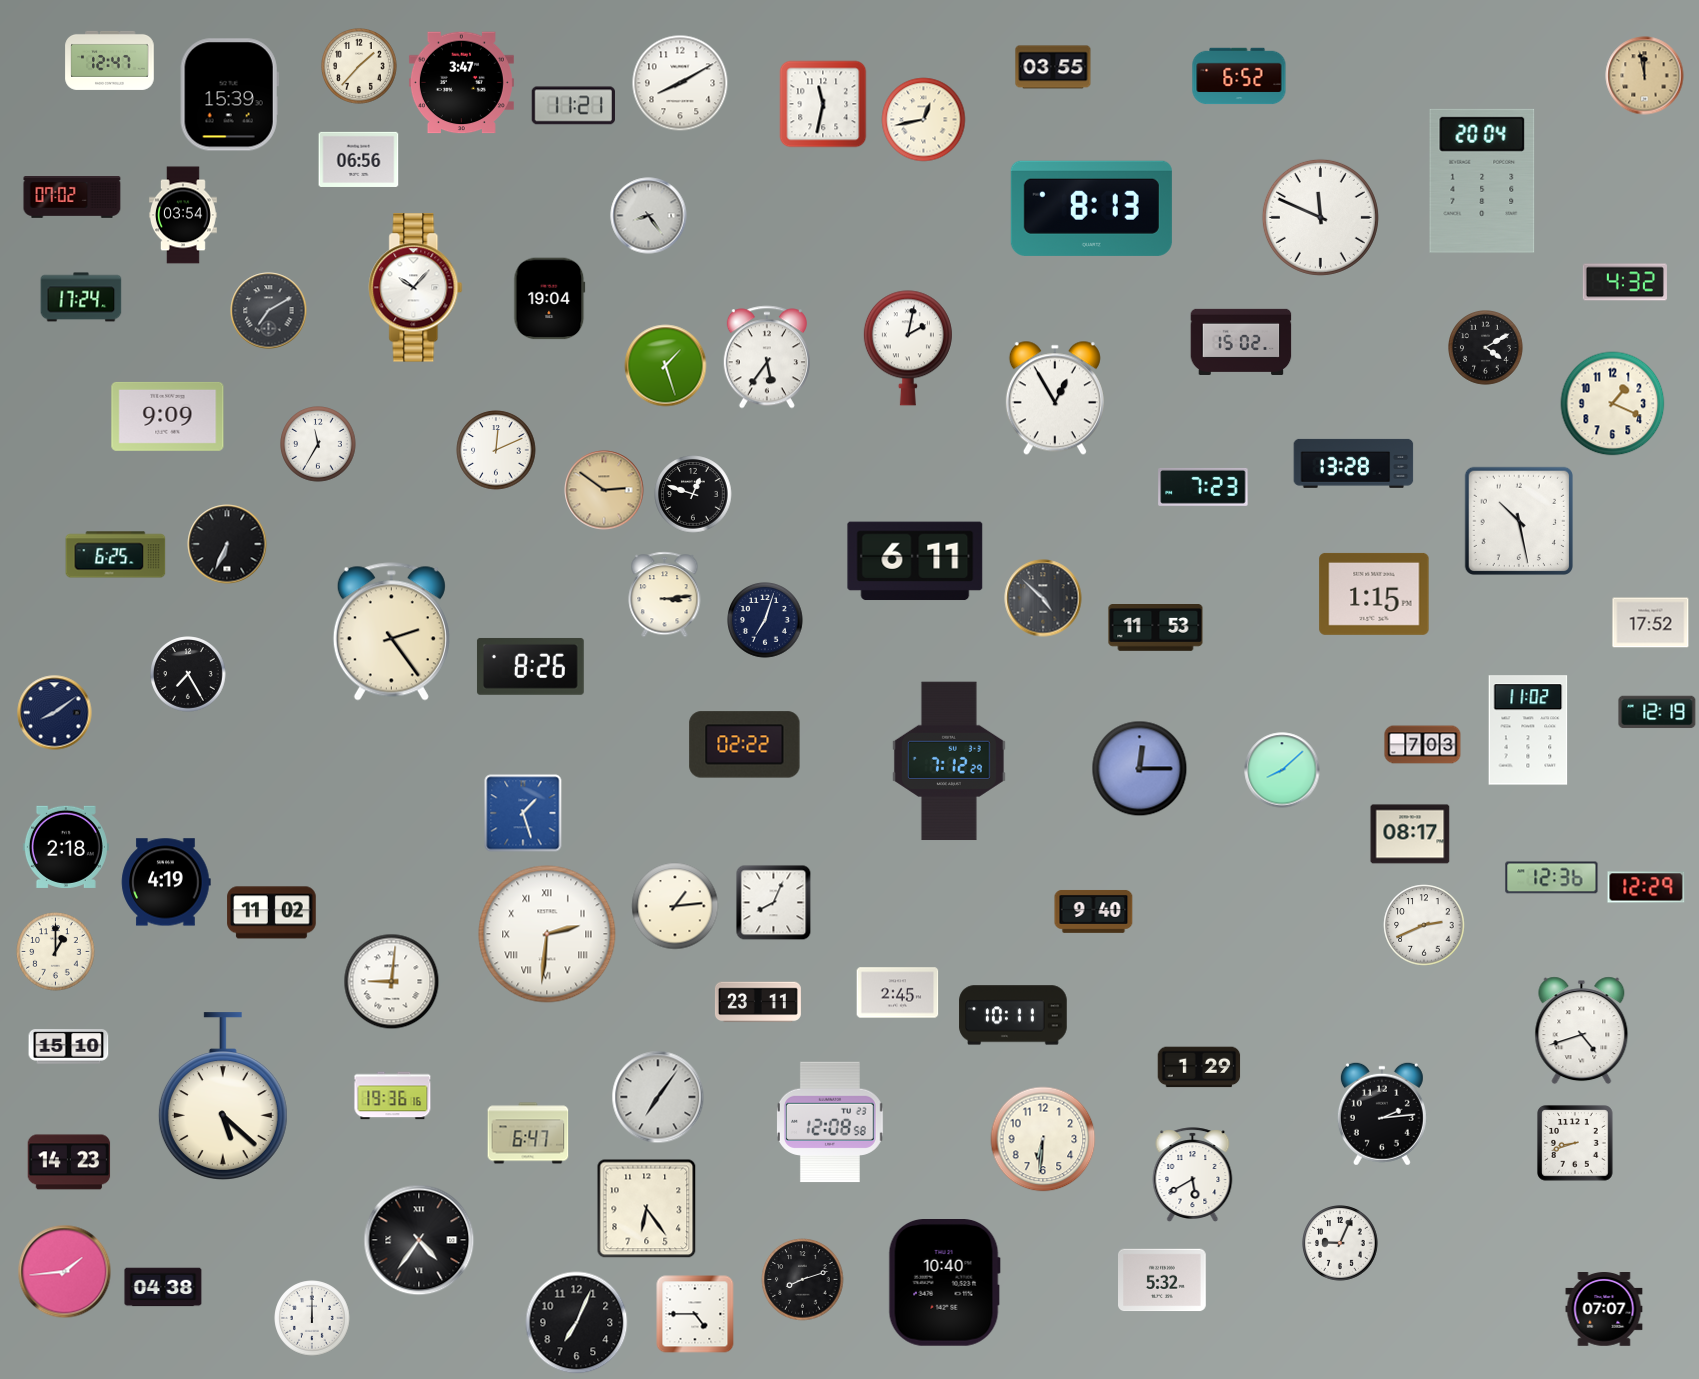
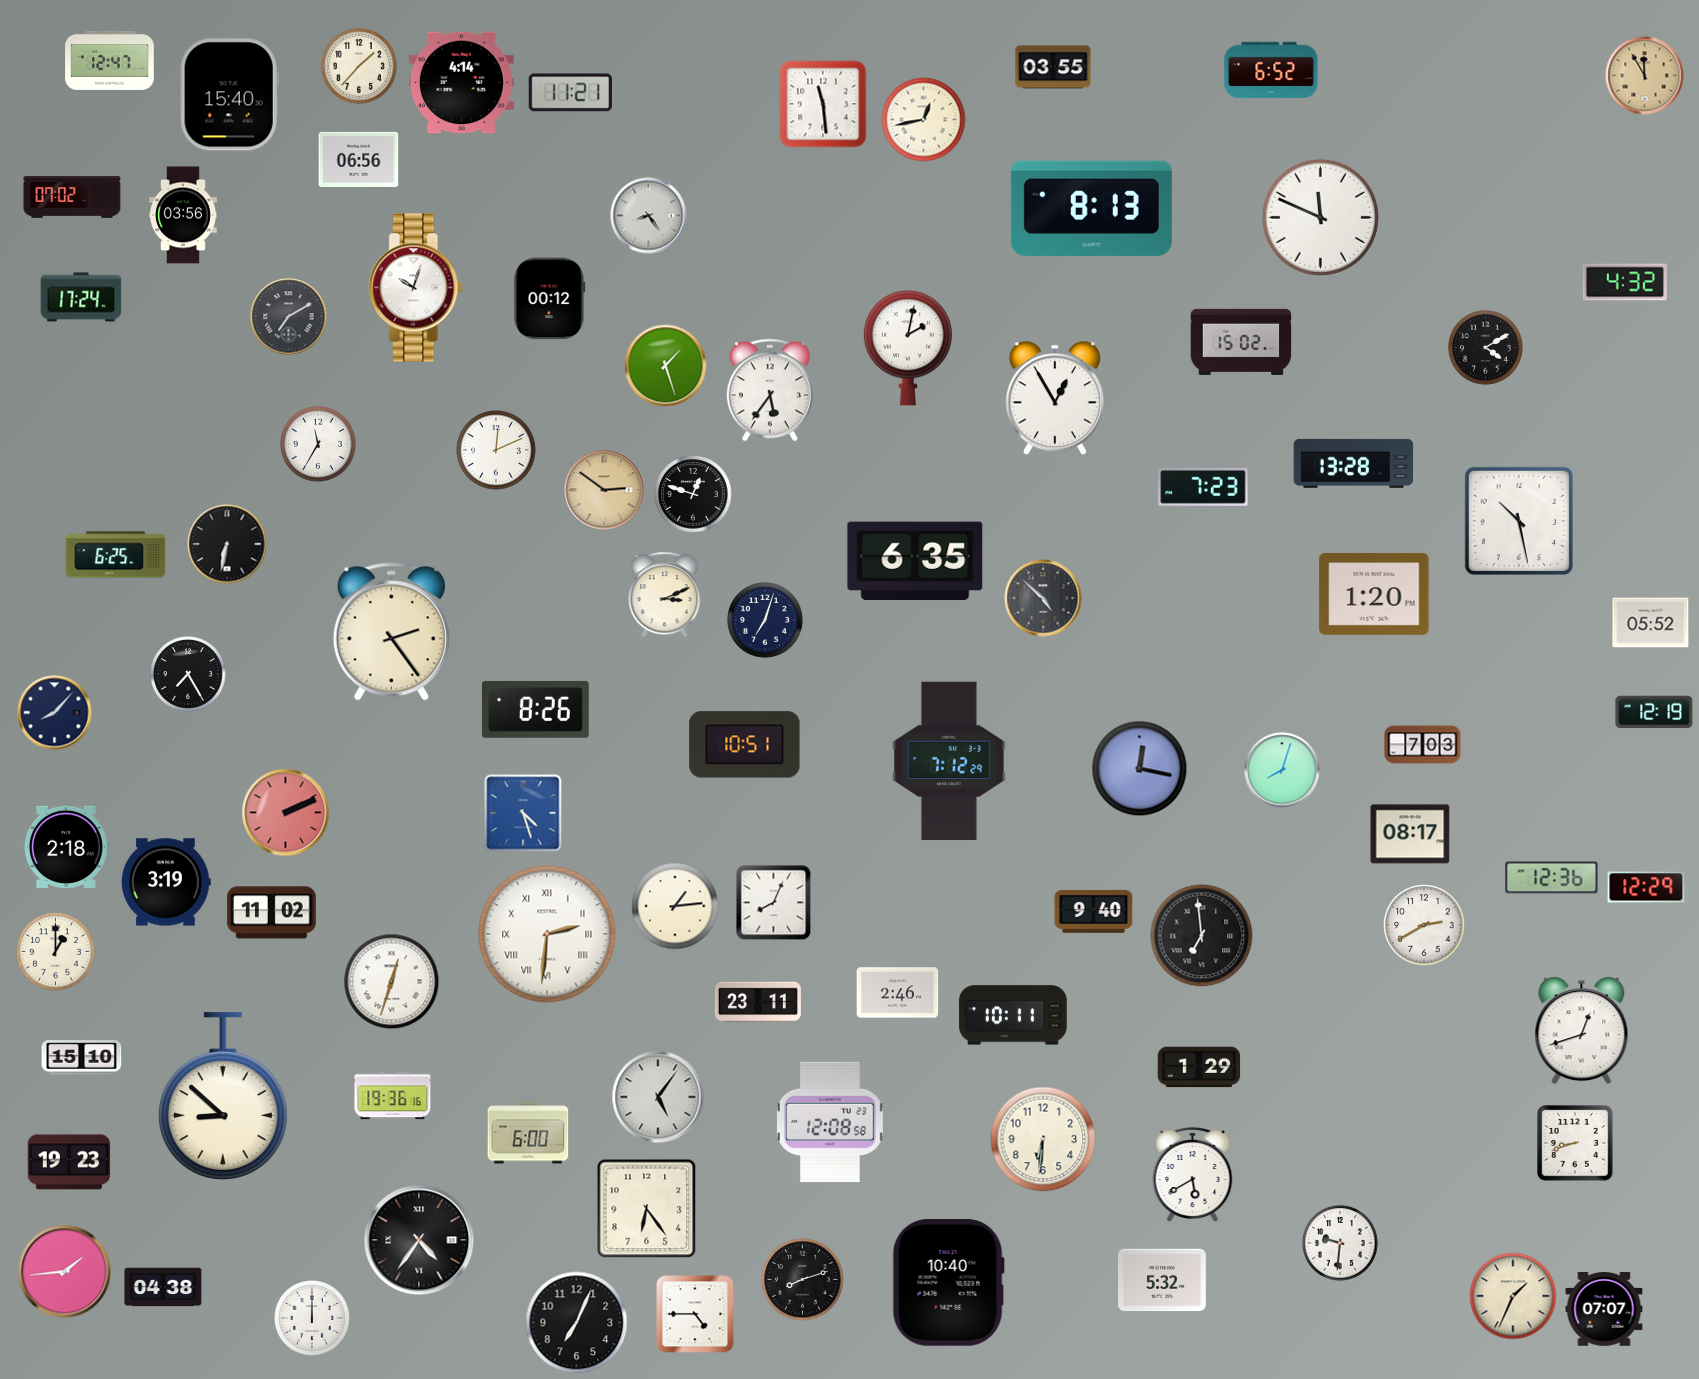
clock at (1239, 76) position: (1239, 76) -> (1271, 70)
clock at (1645, 76): 11:58 -> 11:55
clock at (461, 83): 3:47 -> 4:14
clock at (680, 83): 8:10 -> none
clock at (229, 95): 15:39 -> 15:40
clock at (823, 104): 11:32 -> 11:29
clock at (573, 106) position: (573, 106) -> (570, 93)
clock at (1482, 181): 20:04 -> none
clock at (183, 215): 03:54 -> 03:56
clock at (416, 288): 10:07 -> 10:03
clock at (550, 299): 19:04 -> 00:12
clock at (269, 311) position: (269, 311) -> (289, 317)
clock at (767, 357) position: (767, 357) -> (770, 390)
clock at (1613, 404): 1:19 -> none
clock at (168, 416): 9:09 -> none
clock at (227, 544): 6:34 -> 6:32
clock at (915, 561): 6:11 -> 6:35
clock at (1374, 594): 1:15 -> 1:20
clock at (665, 595): 3:14 -> 3:11
clock at (1651, 623): 17:52 -> 05:52
clock at (1156, 628): 11:53 -> none
clock at (530, 666) position: (530, 666) -> (535, 709)
clock at (1657, 712) position: (1657, 712) -> (1654, 712)
clock at (55, 713): 8:09 -> 8:07
clock at (1528, 730): 11:02 -> none
clock at (745, 745): 02:22 -> 10:51
clock at (1140, 769): 12:15 -> 12:17
clock at (1282, 770): 8:08 -> 8:03
clock at (286, 813): none -> 2:11
clock at (523, 813): 1:27 -> 4:27
clock at (166, 882): 4:19 -> 3:19
clock at (1424, 925): 2:41 -> 2:40
clock at (1202, 936): none -> 6:59
clock at (392, 982): 9:01 -> 12:33
clock at (898, 993): 2:45 -> 2:46
clock at (1582, 1031): 4:42 -> 12:42
clock at (69, 1047) position: (69, 1047) -> (82, 1058)
clock at (223, 1096): 5:22 -> 8:52
clock at (658, 1097): 7:06 -> 5:06
clock at (1382, 1114): 2:14 -> none
clock at (528, 1133): 6:47 -> 6:00
clock at (69, 1162): 14:23 -> 19:23
clock at (1340, 1243): 9:04 -> 9:31
clock at (944, 1283) position: (944, 1283) -> (948, 1283)
clock at (1513, 1296): none -> 1:34
